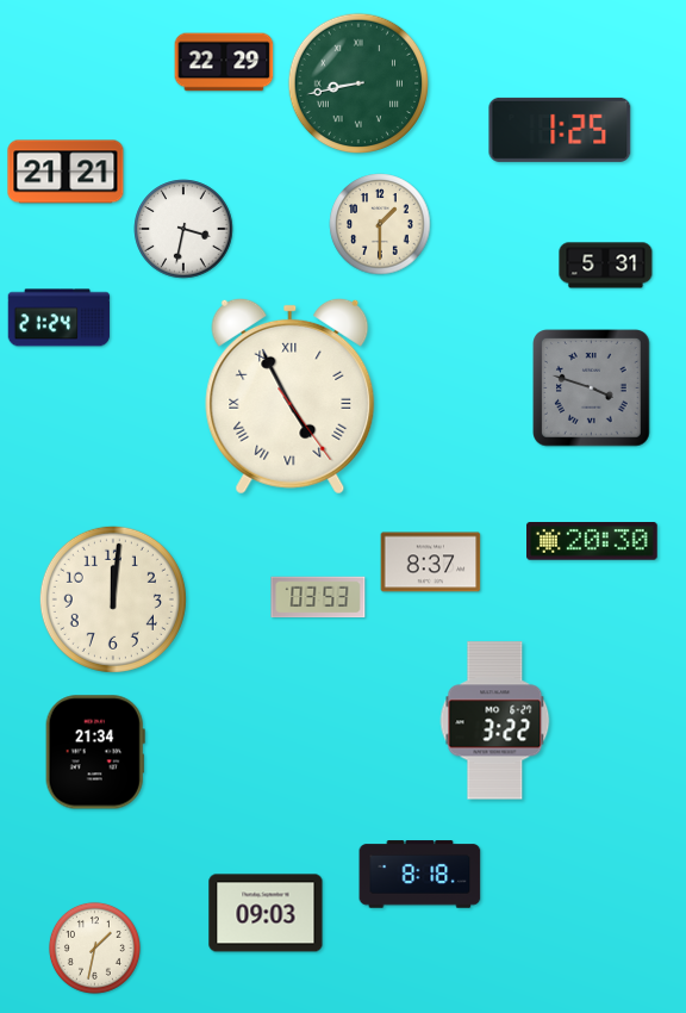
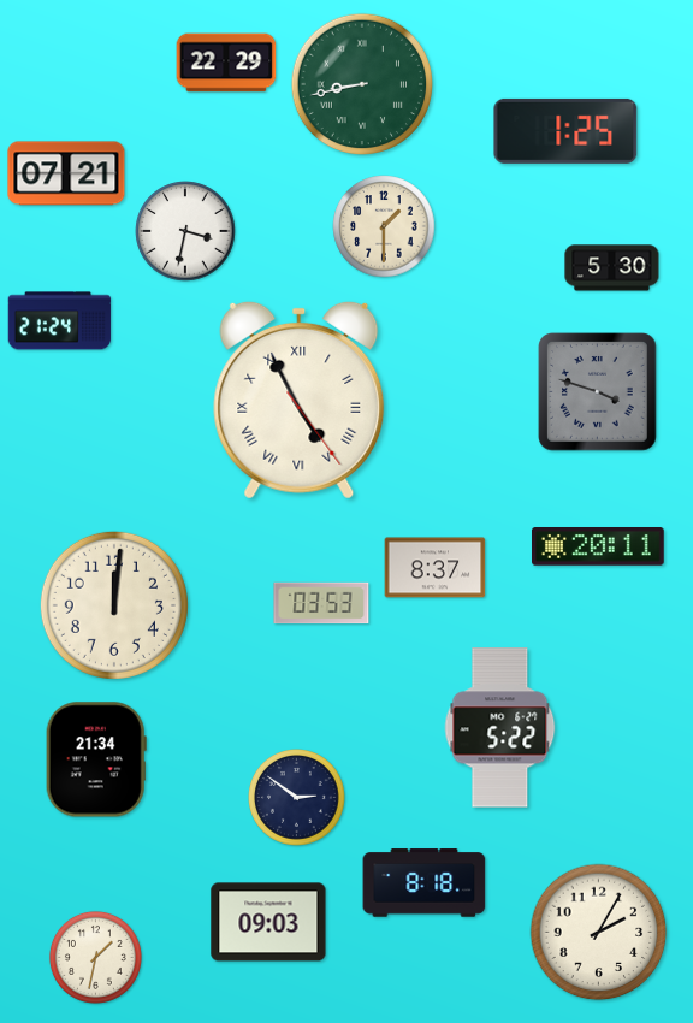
clock at (66, 172): 21:21 -> 07:21
clock at (606, 266): 5:31 -> 5:30
clock at (291, 396) position: (291, 396) -> (300, 400)
clock at (593, 542): 20:30 -> 20:11
clock at (495, 721): 3:22 -> 5:22
clock at (297, 798): none -> 2:51
clock at (599, 933): none -> 2:05
